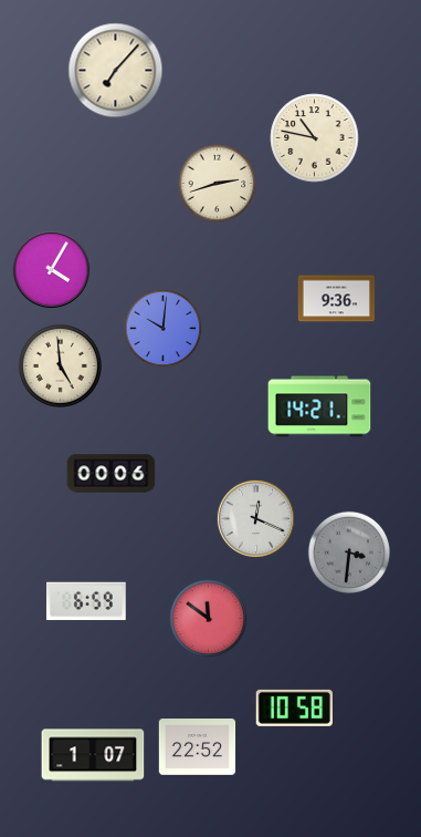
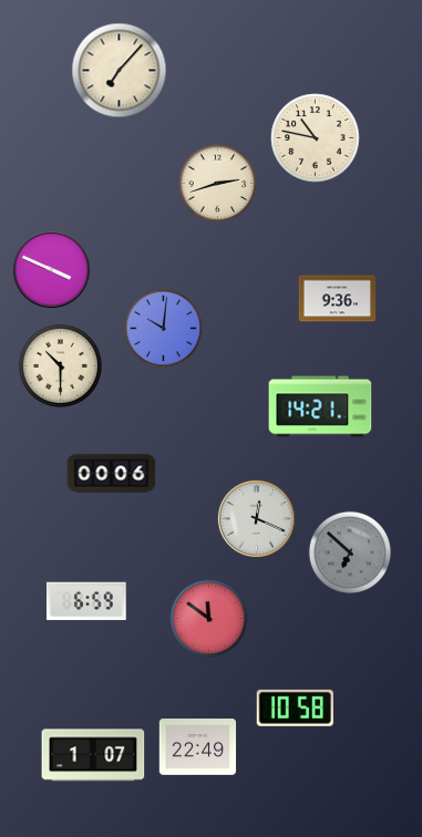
clock at (116, 71) position: (116, 71) -> (120, 71)
clock at (51, 269): 4:05 -> 3:49
clock at (60, 365): 4:59 -> 10:30
clock at (349, 552): 3:31 -> 6:52
clock at (198, 747): 22:52 -> 22:49
